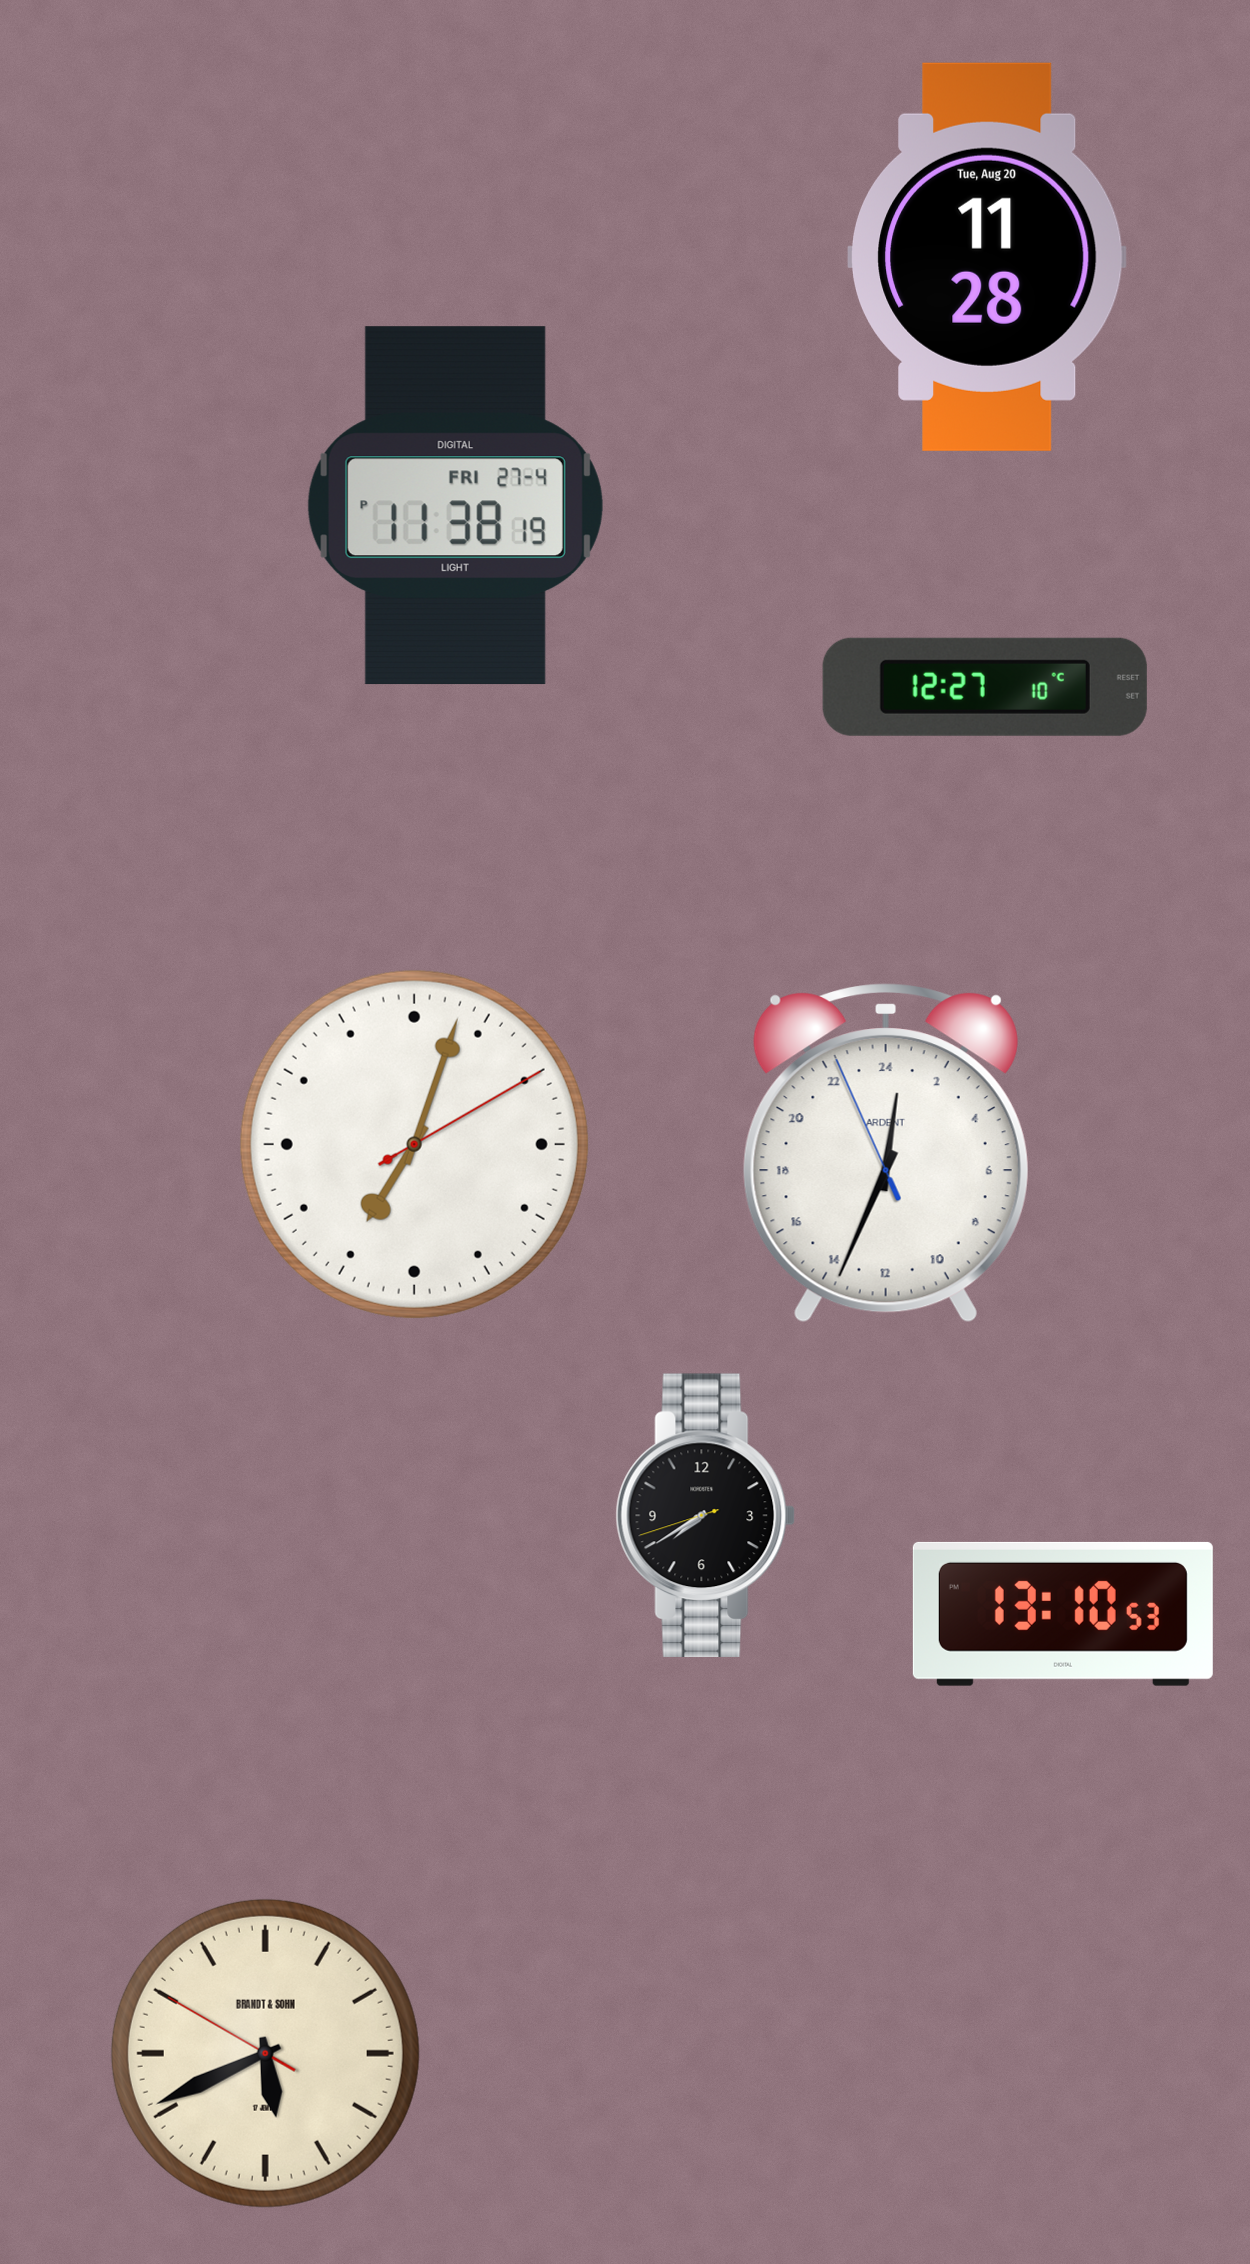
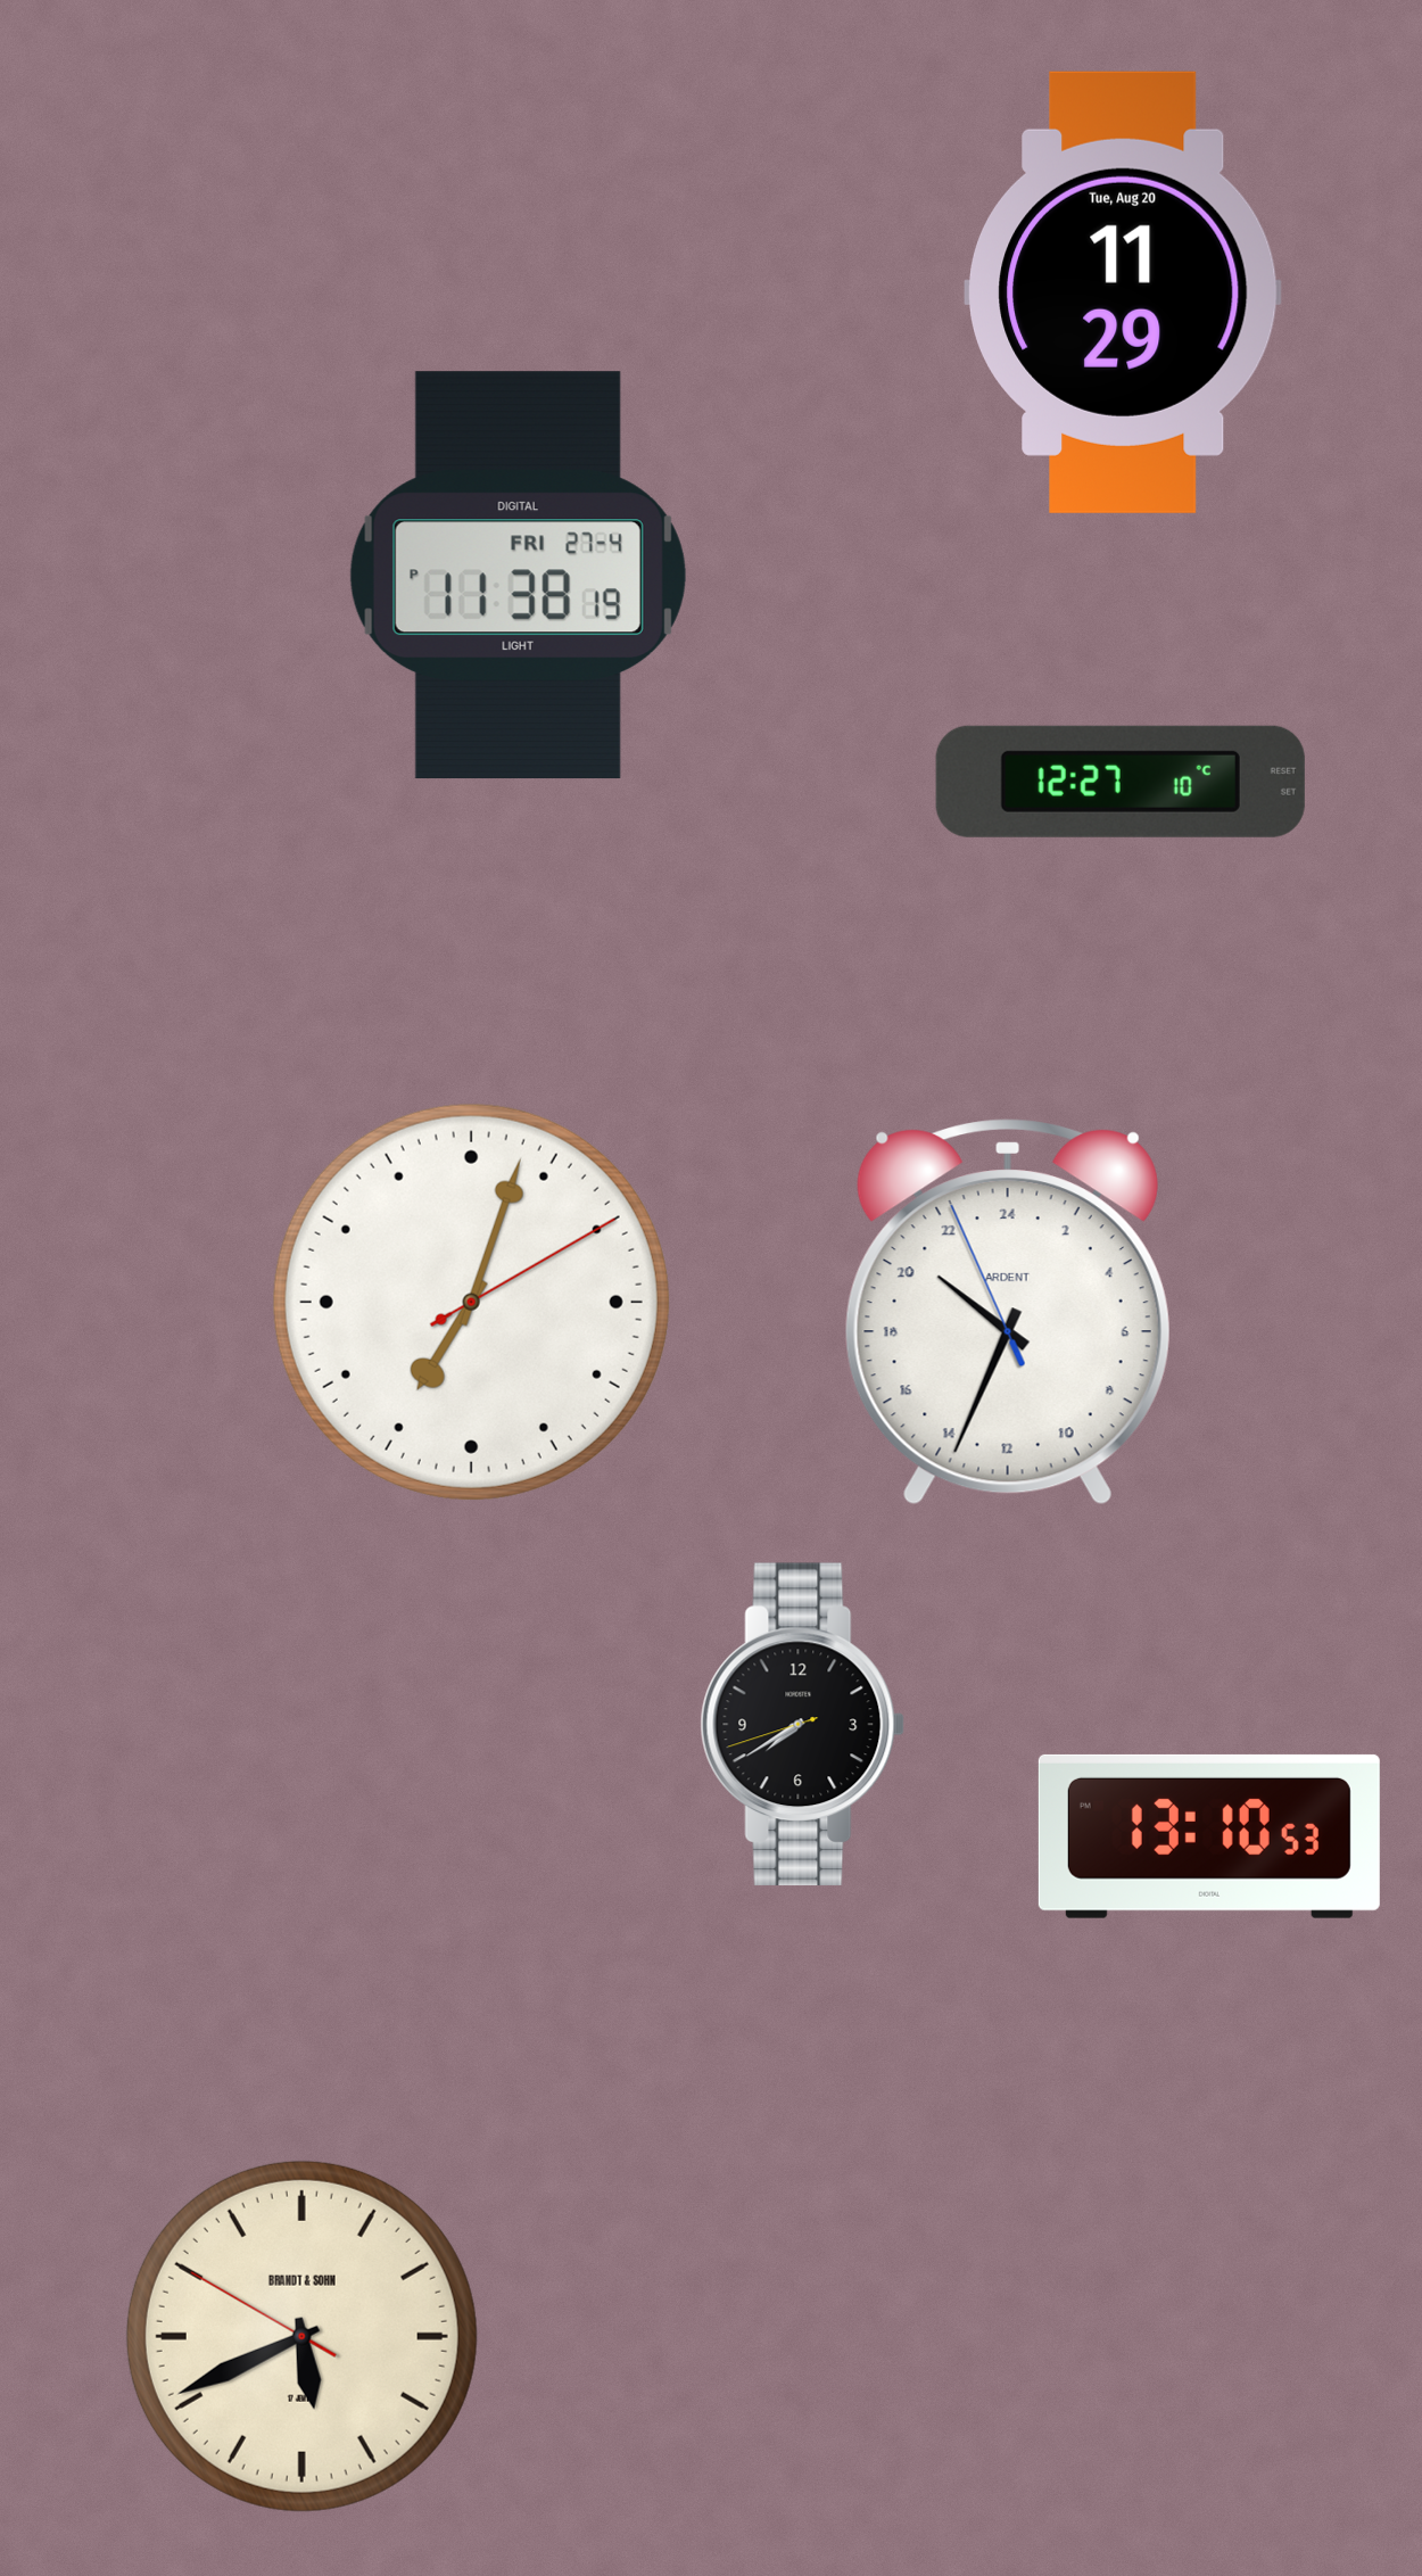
clock at (987, 257): 11:28 -> 11:29
clock at (886, 1154): 0:33 -> 20:33
